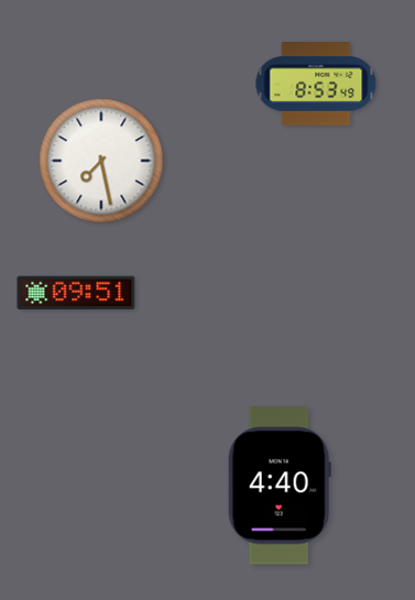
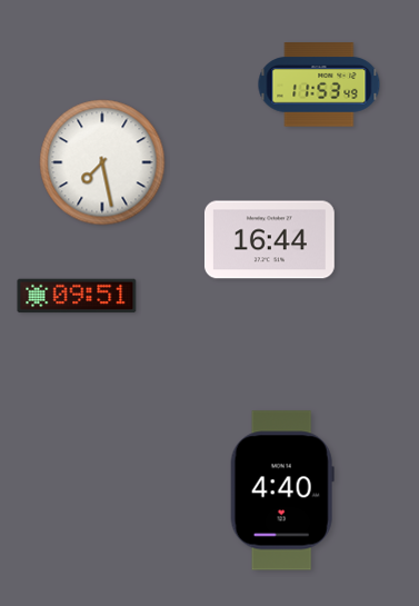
clock at (316, 84): 8:53 -> 11:53
clock at (269, 240): none -> 16:44
